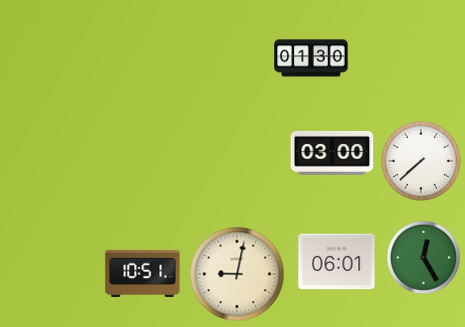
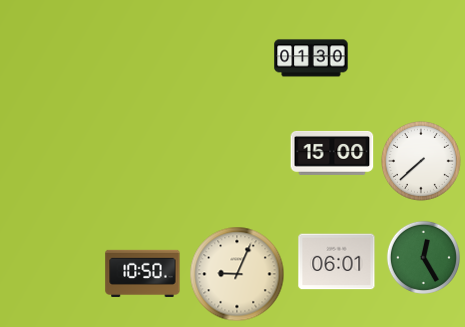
clock at (332, 153): 03:00 -> 15:00
clock at (143, 273): 10:51 -> 10:50
clock at (237, 274): 9:02 -> 9:04
